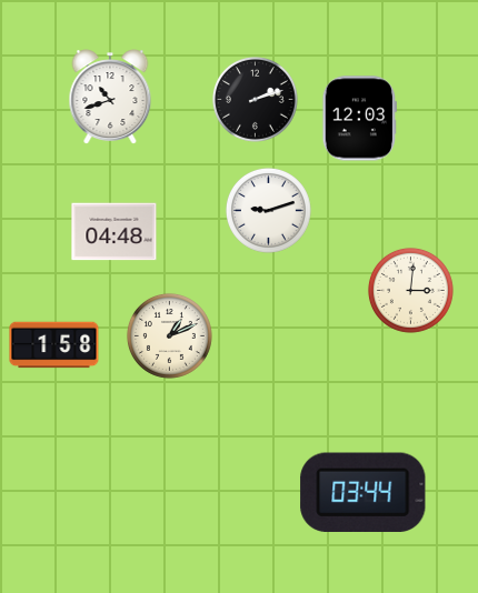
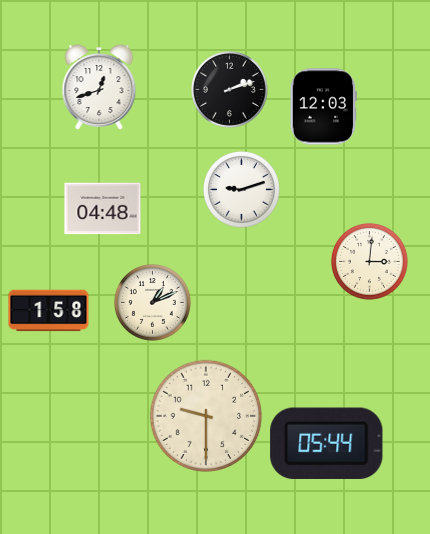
clock at (110, 97): 10:42 -> 12:42
clock at (206, 416): none -> 9:30
clock at (364, 492): 03:44 -> 05:44
